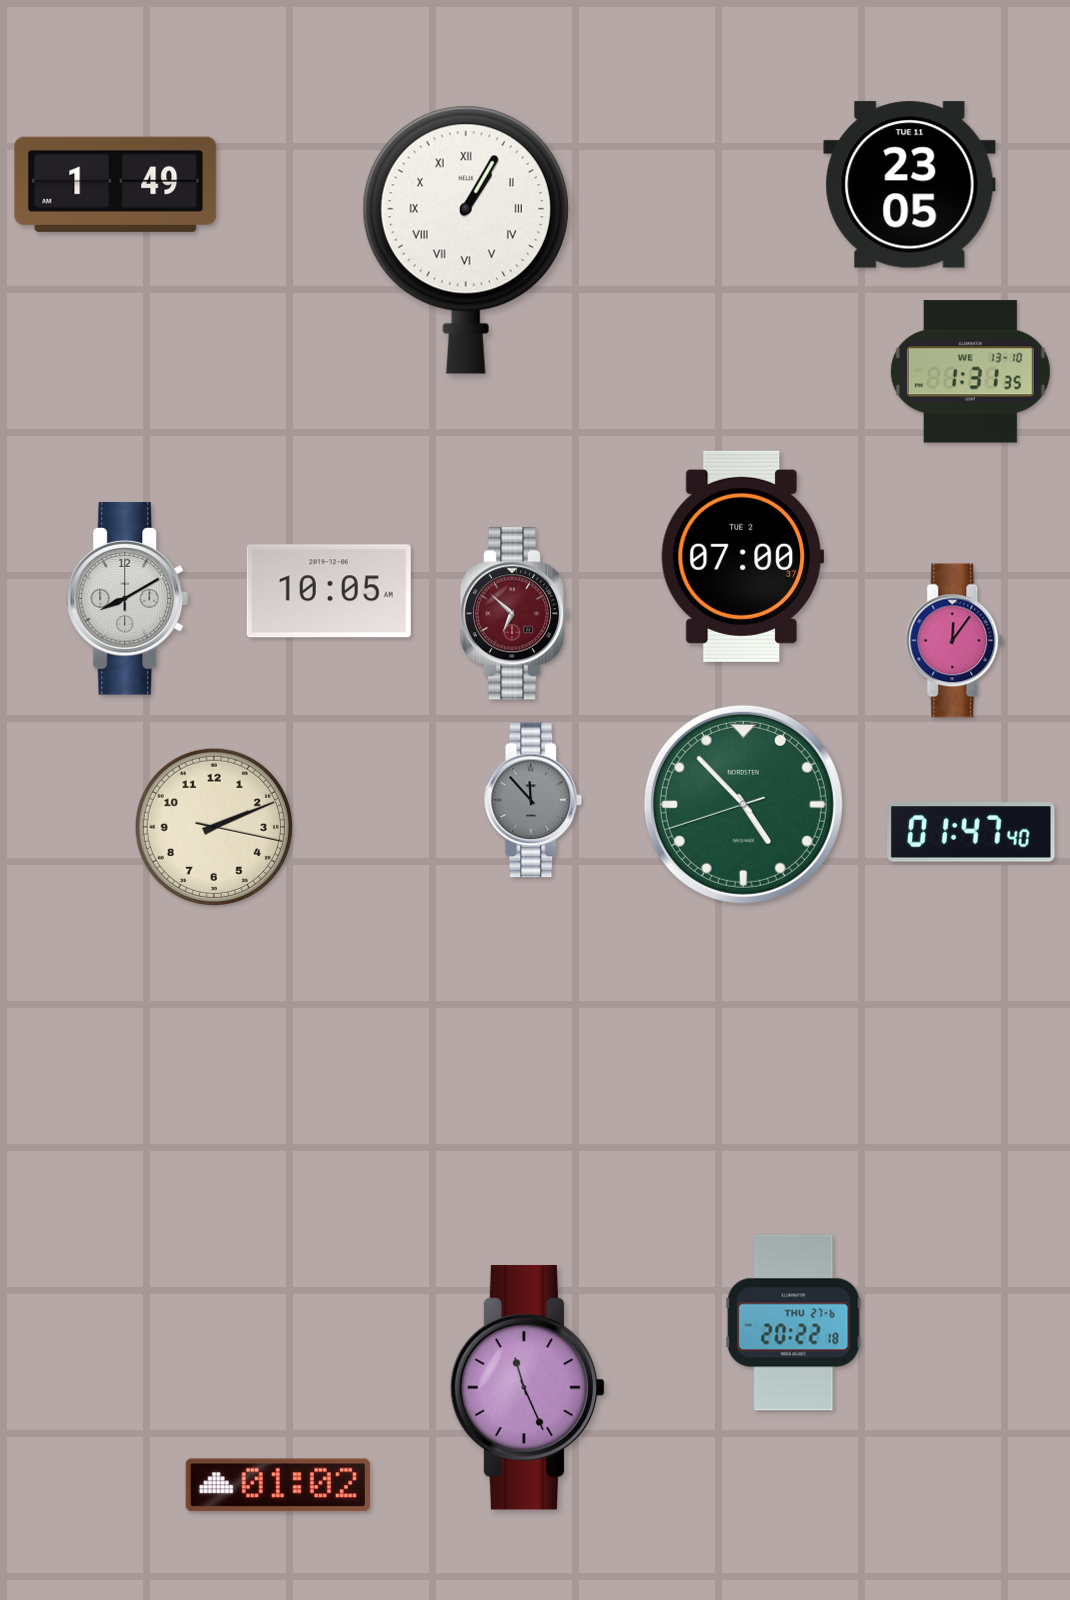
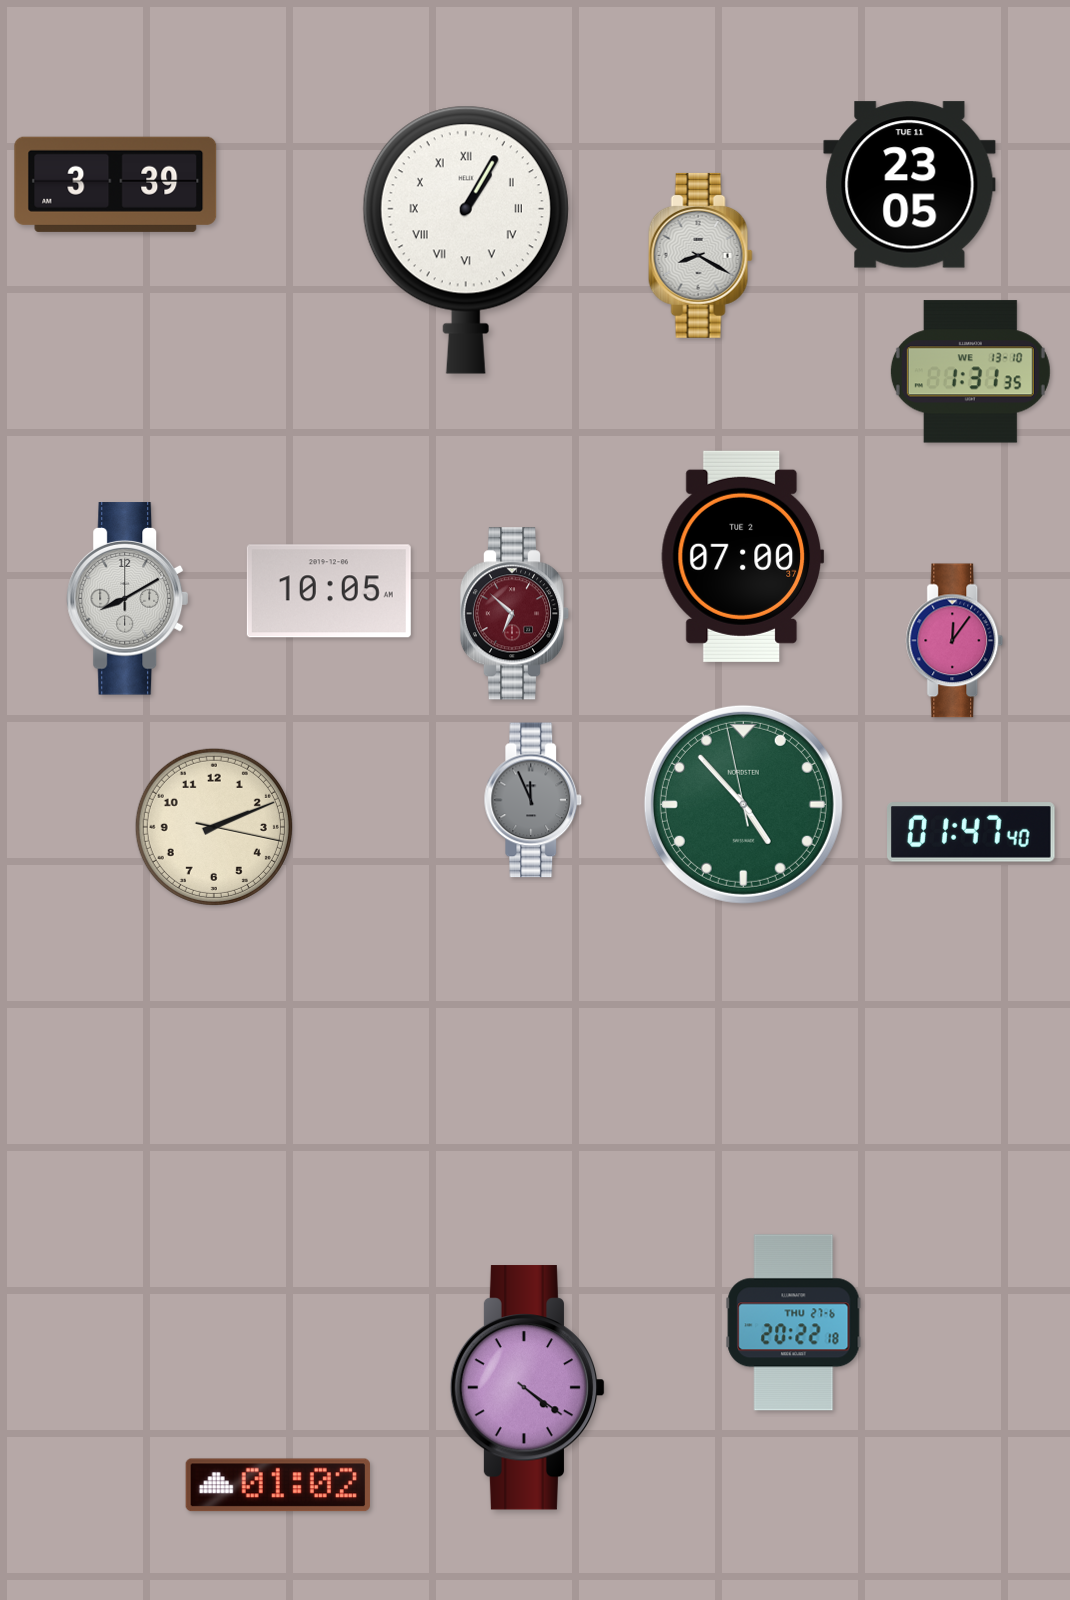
clock at (116, 184): 1:49 -> 3:39
clock at (700, 255): none -> 8:20
clock at (533, 800): 11:53 -> 11:56
clock at (743, 804): 4:52:42 -> 4:52:58
clock at (528, 1388): 11:26 -> 4:21
